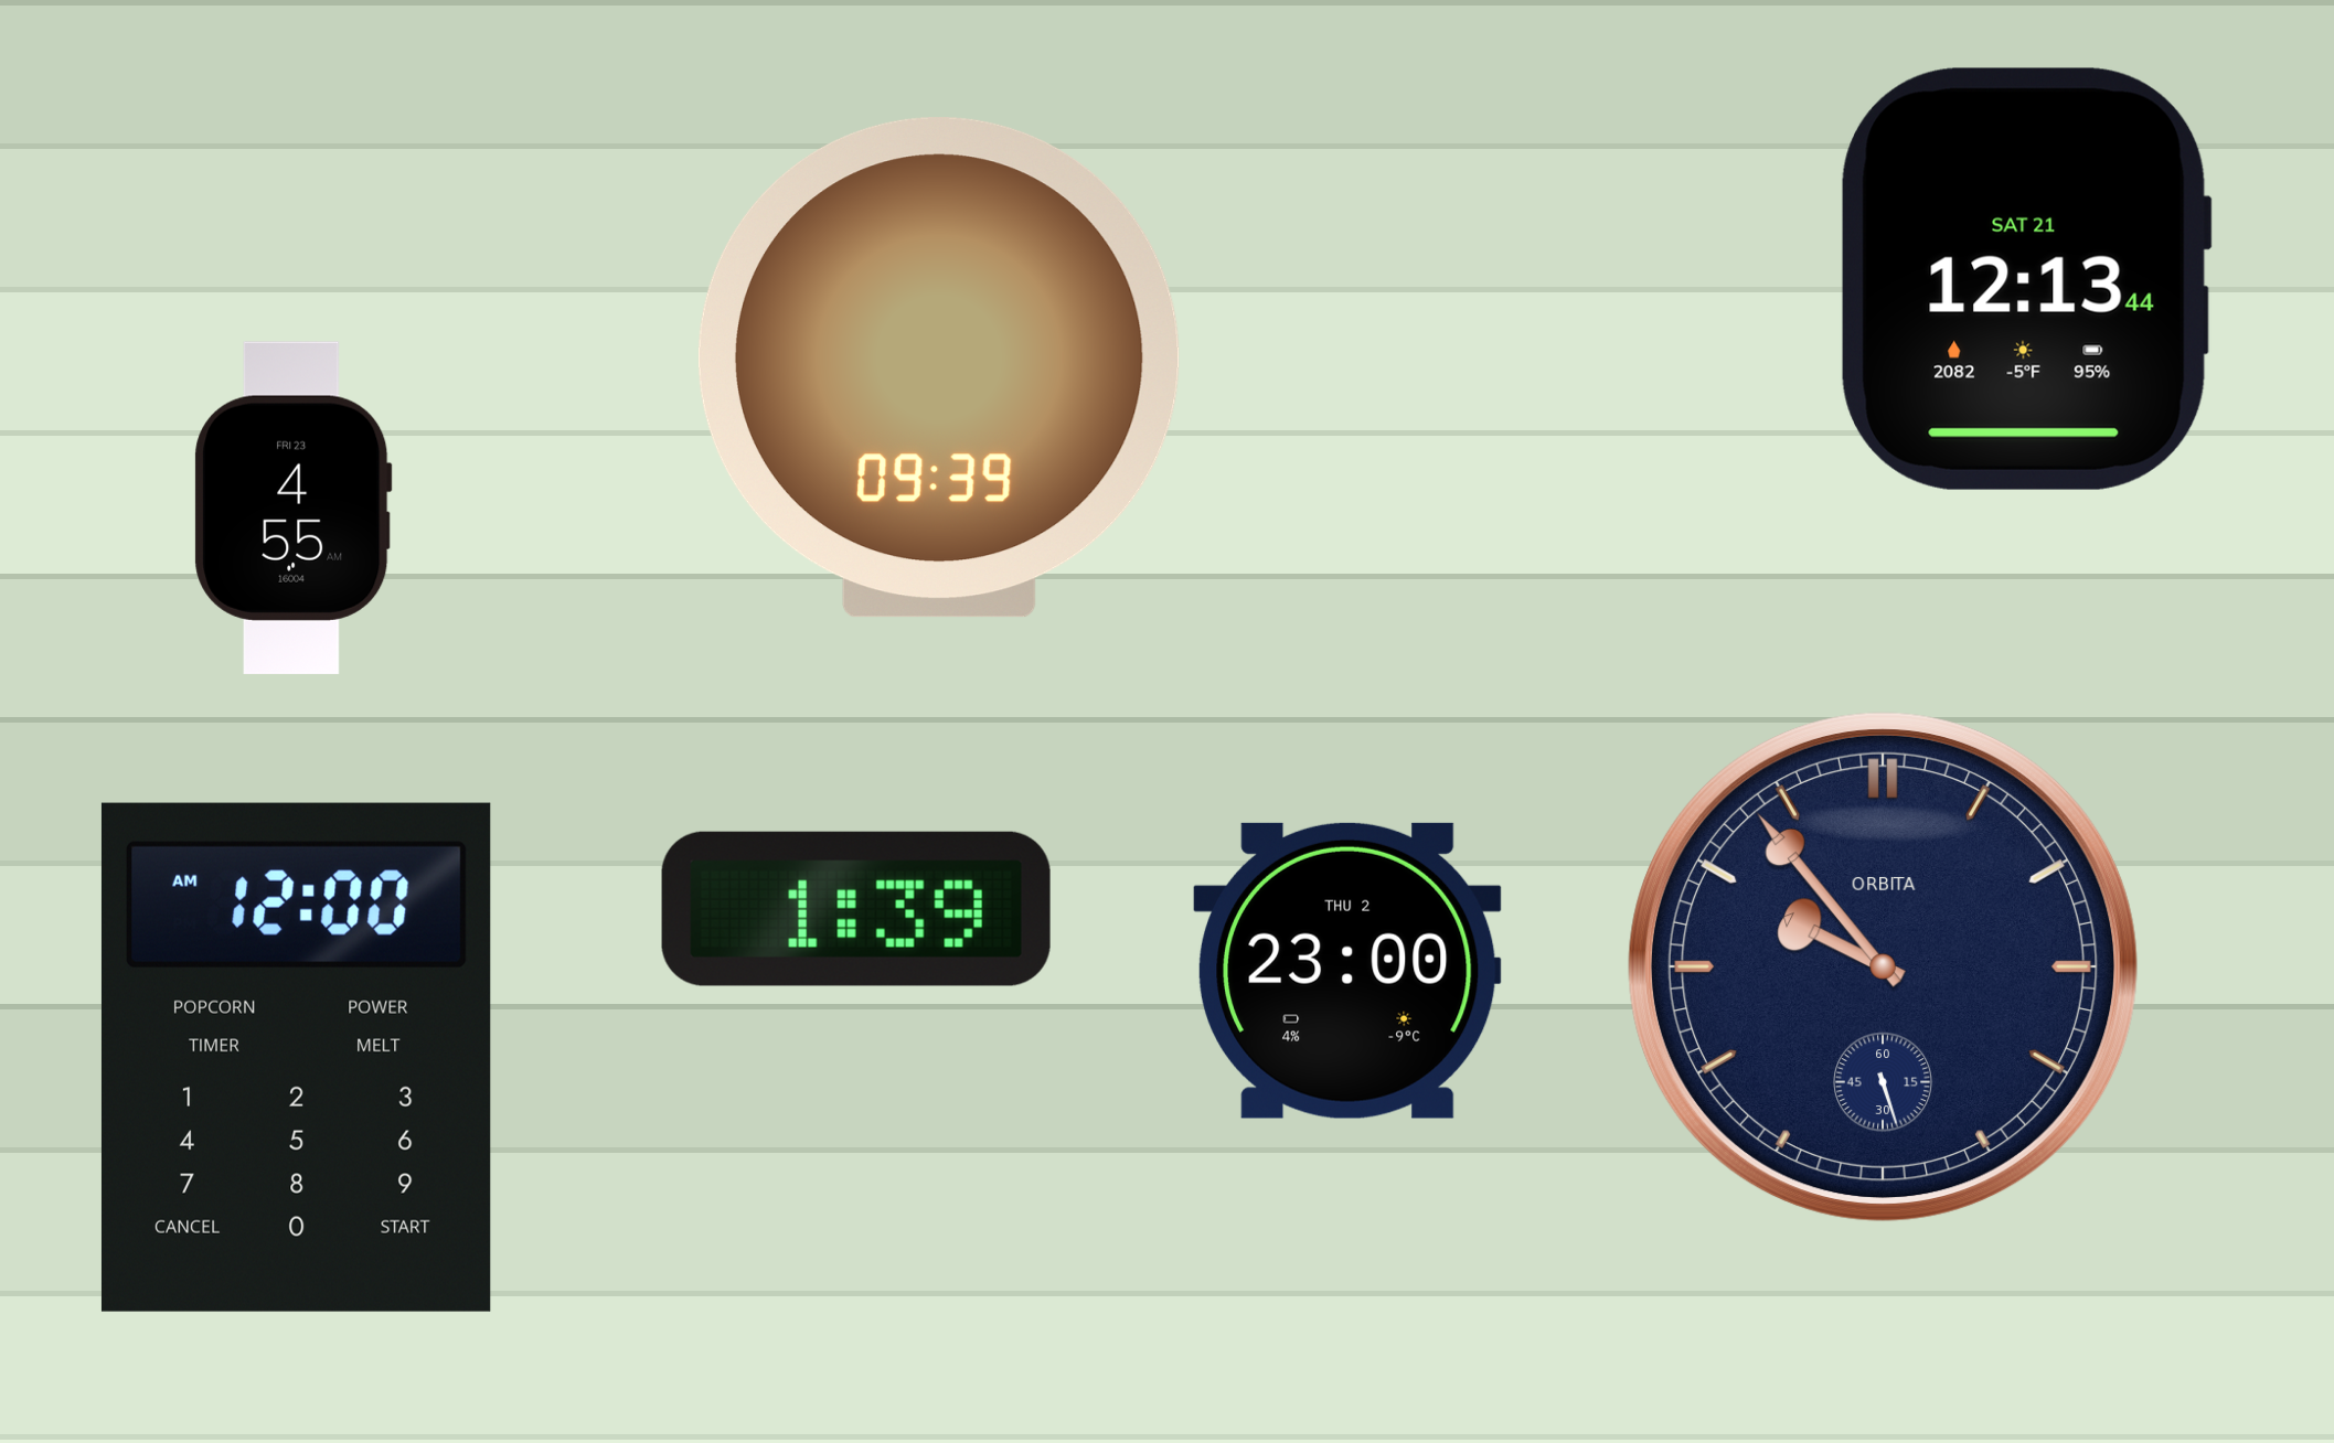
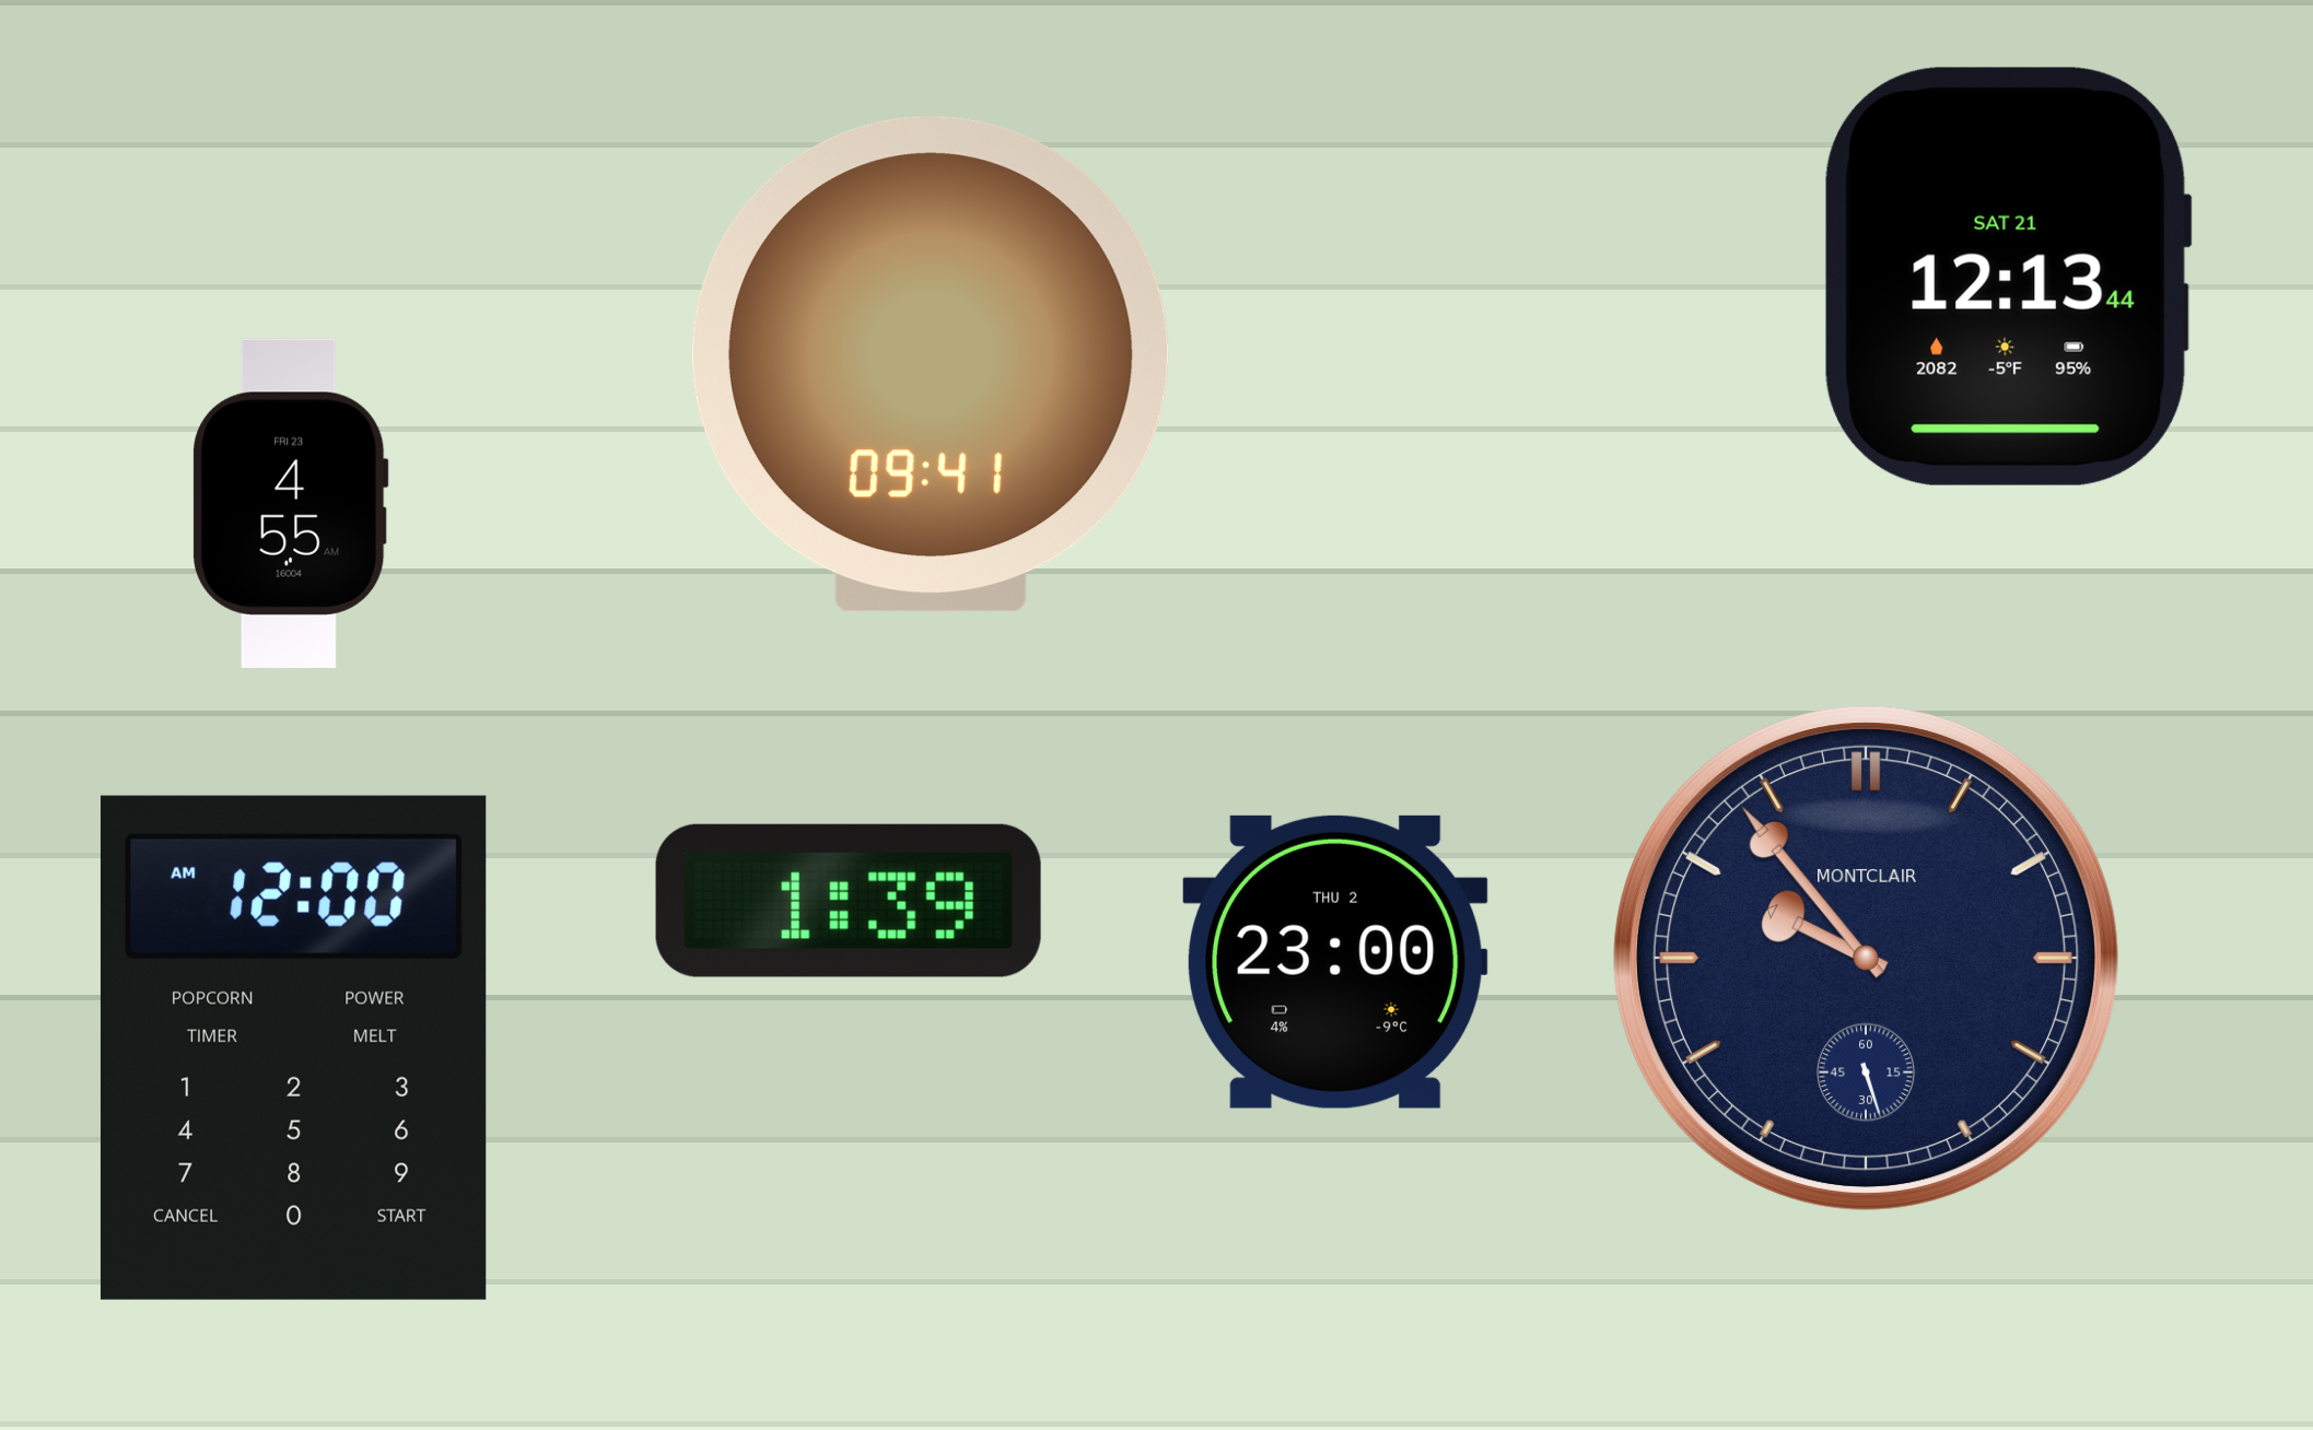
clock at (939, 367): 09:39 -> 09:41
clock at (1883, 966) brand: ORBITA -> MONTCLAIR
